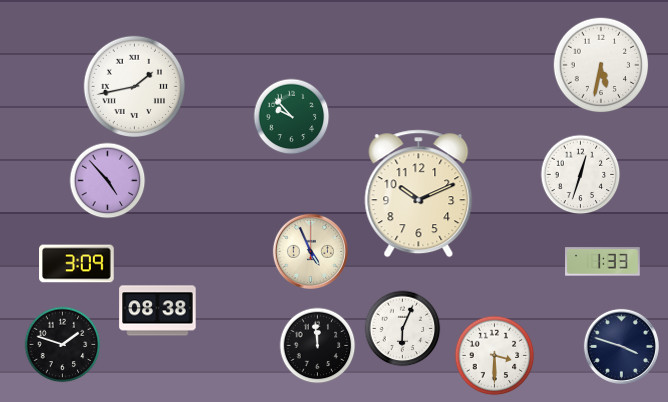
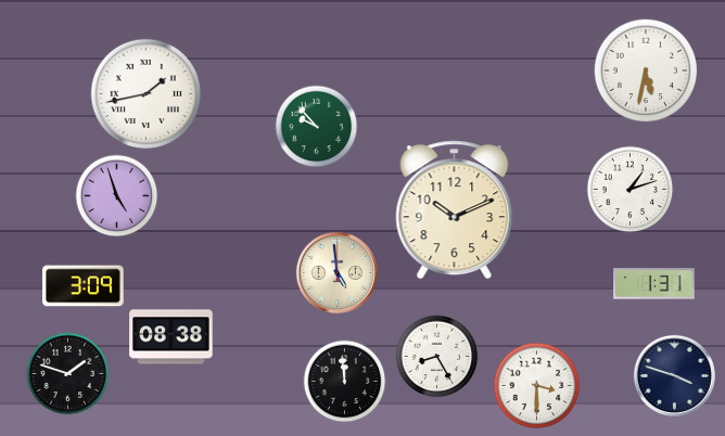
clock at (601, 65) position: (601, 65) -> (646, 70)
clock at (581, 175): 12:33 -> 1:12
clock at (108, 181): 4:53 -> 4:57
clock at (310, 251): 4:56 -> 4:59
clock at (603, 262): 1:33 -> 1:31
clock at (403, 329): 6:04 -> 8:25
clock at (318, 346) position: (318, 346) -> (345, 382)
